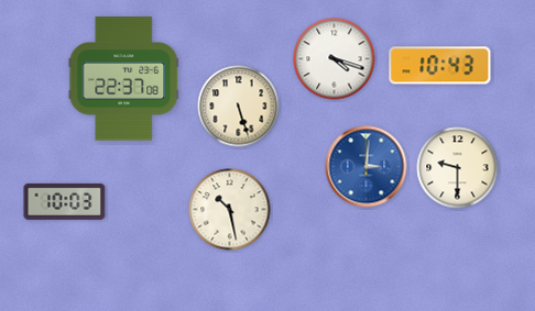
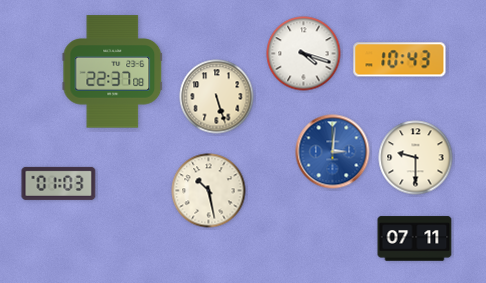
clock at (458, 168) position: (458, 168) -> (416, 158)
clock at (65, 201): 10:03 -> 01:03
clock at (415, 239): none -> 07:11
